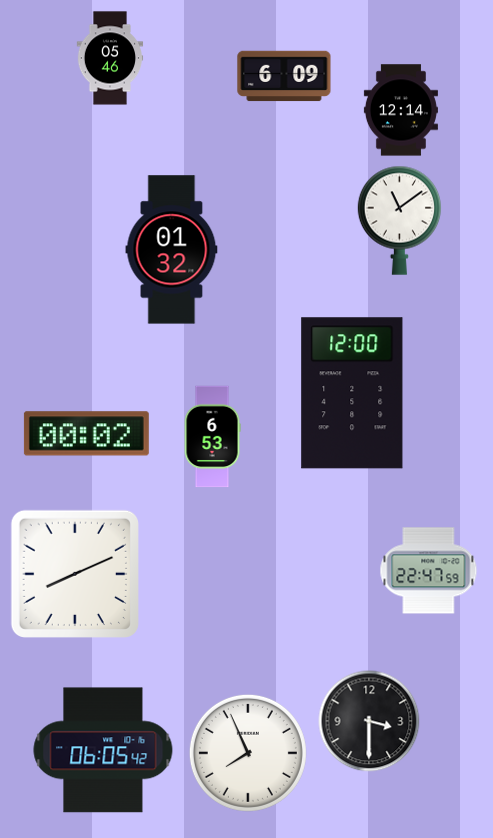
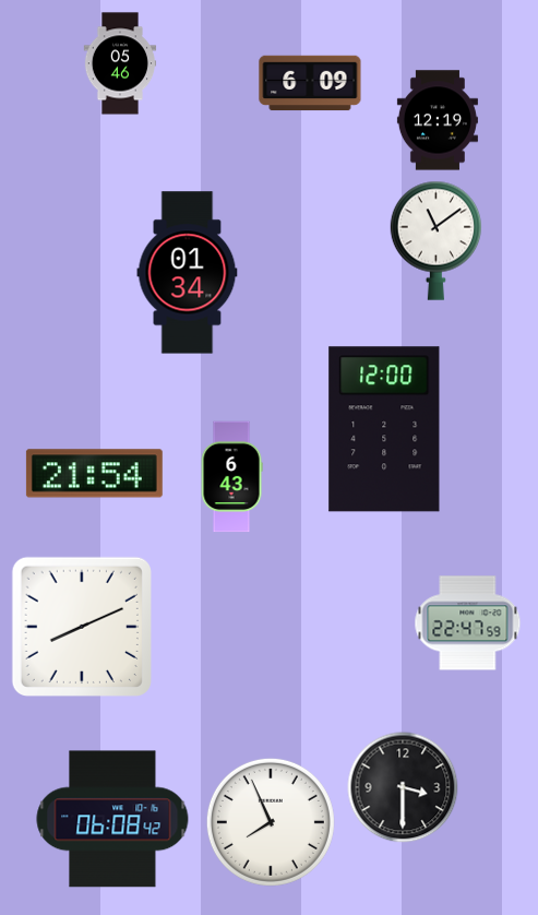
clock at (401, 110): 12:14 -> 12:19
clock at (172, 250): 01:32 -> 01:34
clock at (86, 434): 00:02 -> 21:54
clock at (212, 437): 6:53 -> 6:43
clock at (103, 750): 06:05 -> 06:08
